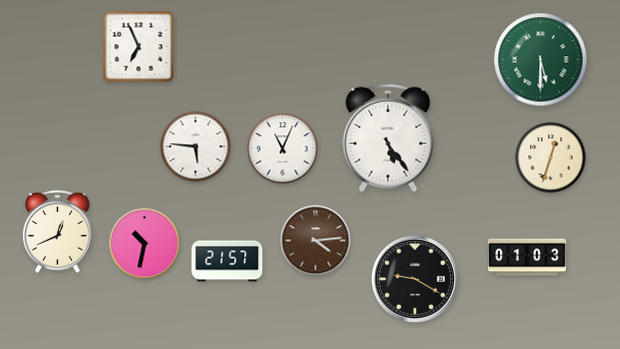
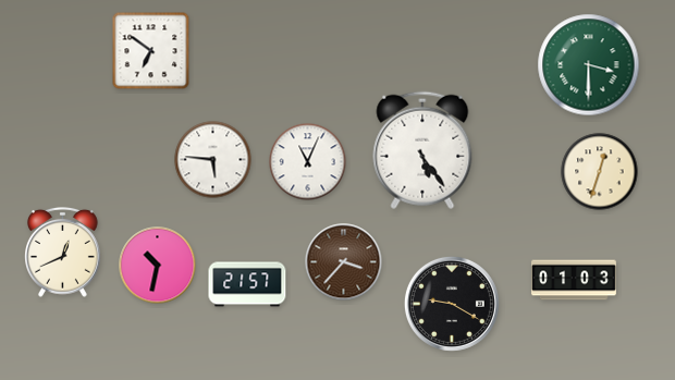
clock at (139, 47): 6:56 -> 6:51
clock at (541, 60): 5:30 -> 3:30
clock at (316, 241): 4:14 -> 3:37
